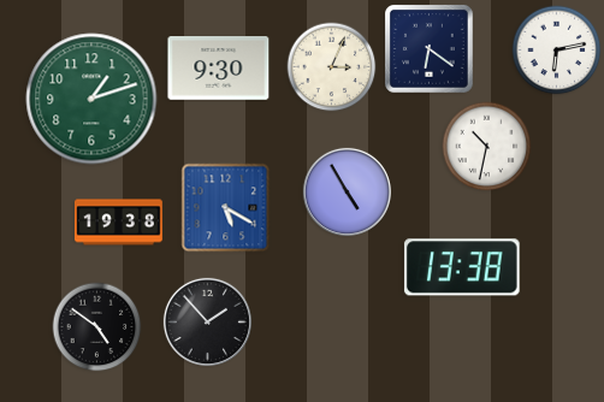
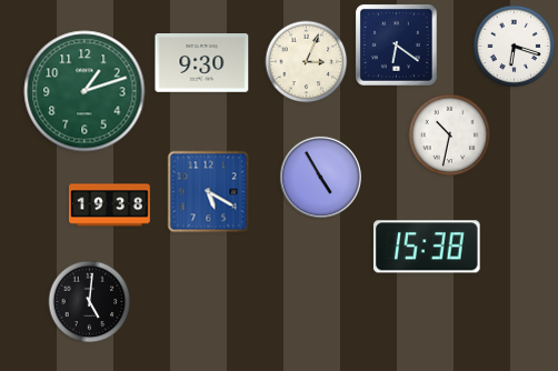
clock at (557, 51): 6:13 -> 6:18
clock at (462, 267): 13:38 -> 15:38
clock at (207, 321): 1:53 -> none
clock at (97, 327): 4:51 -> 5:01
